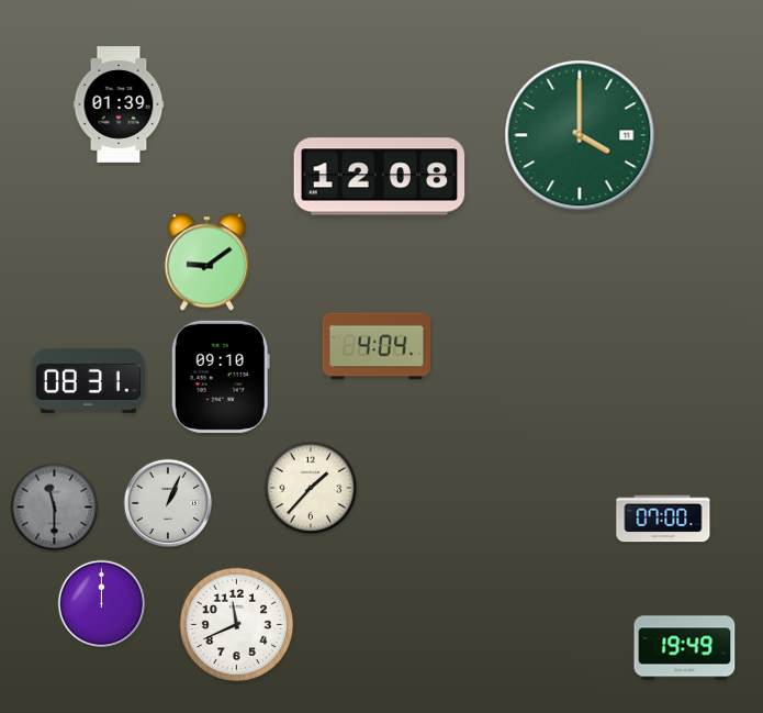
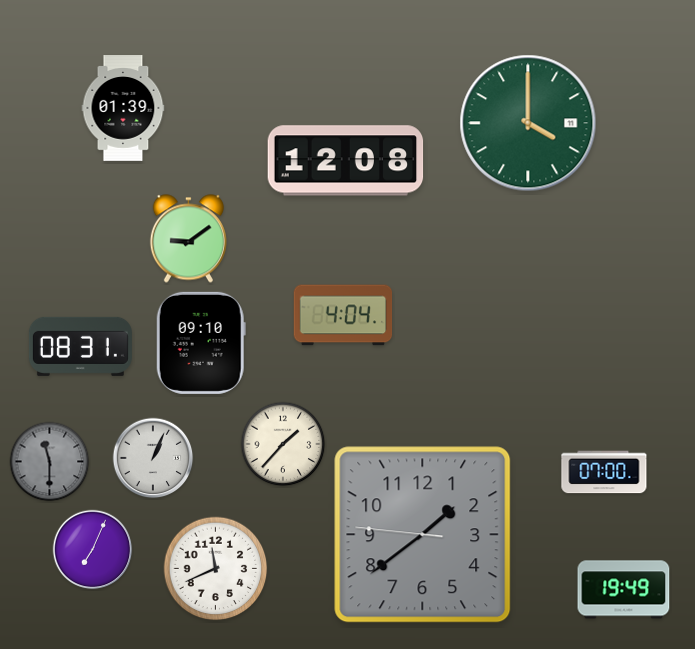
clock at (119, 104) position: (119, 104) -> (123, 108)
clock at (423, 535): none -> 1:38
clock at (102, 604): 12:00 -> 7:04
